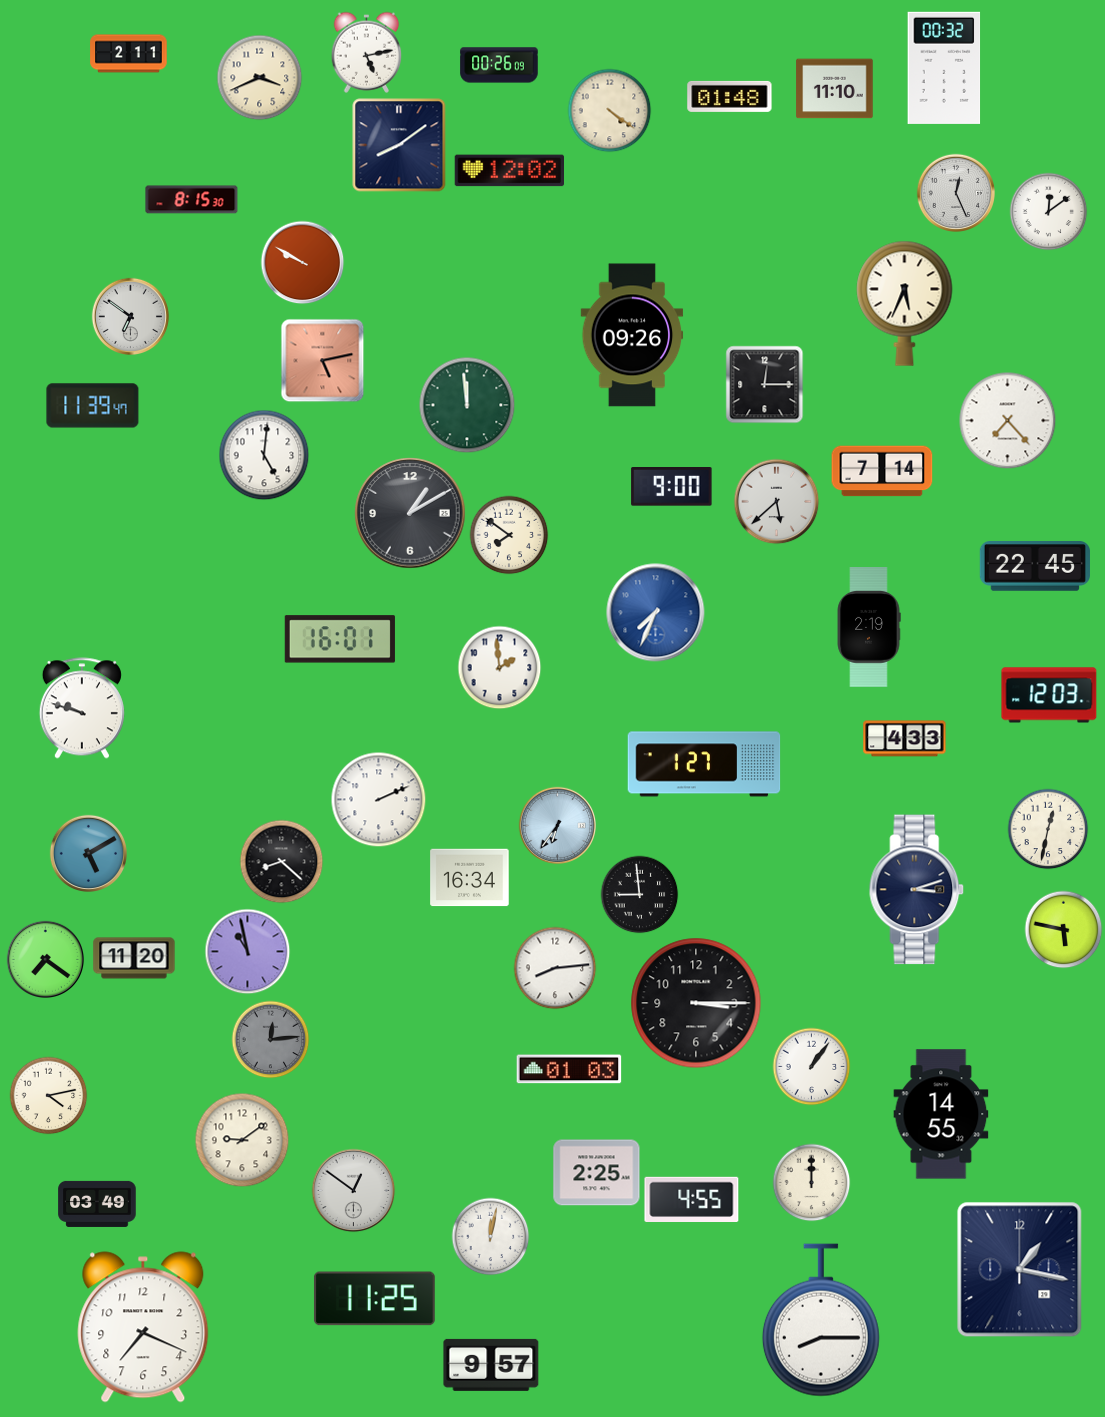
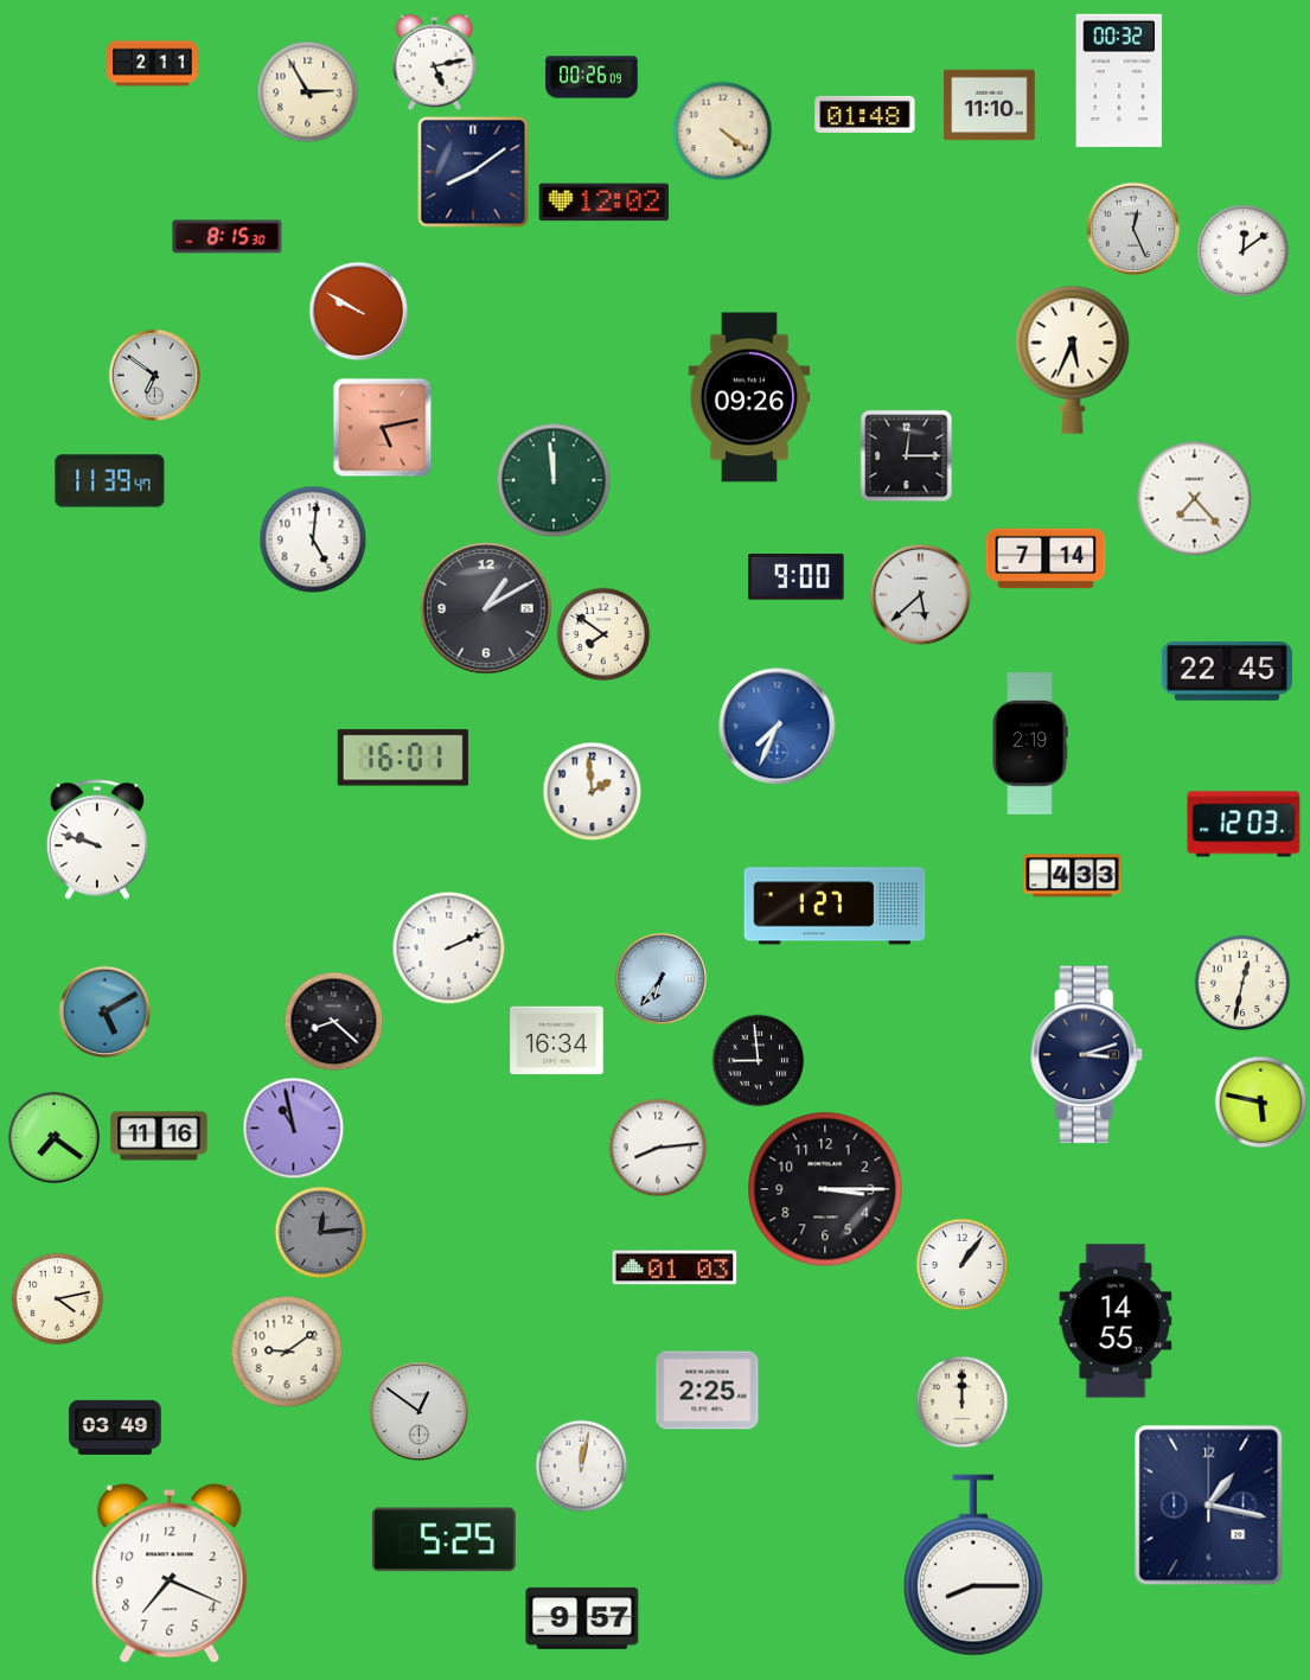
clock at (259, 77): 3:41 -> 2:55
clock at (134, 958): 11:20 -> 11:16
clock at (692, 1199): 4:55 -> none
clock at (374, 1299): 11:25 -> 5:25
